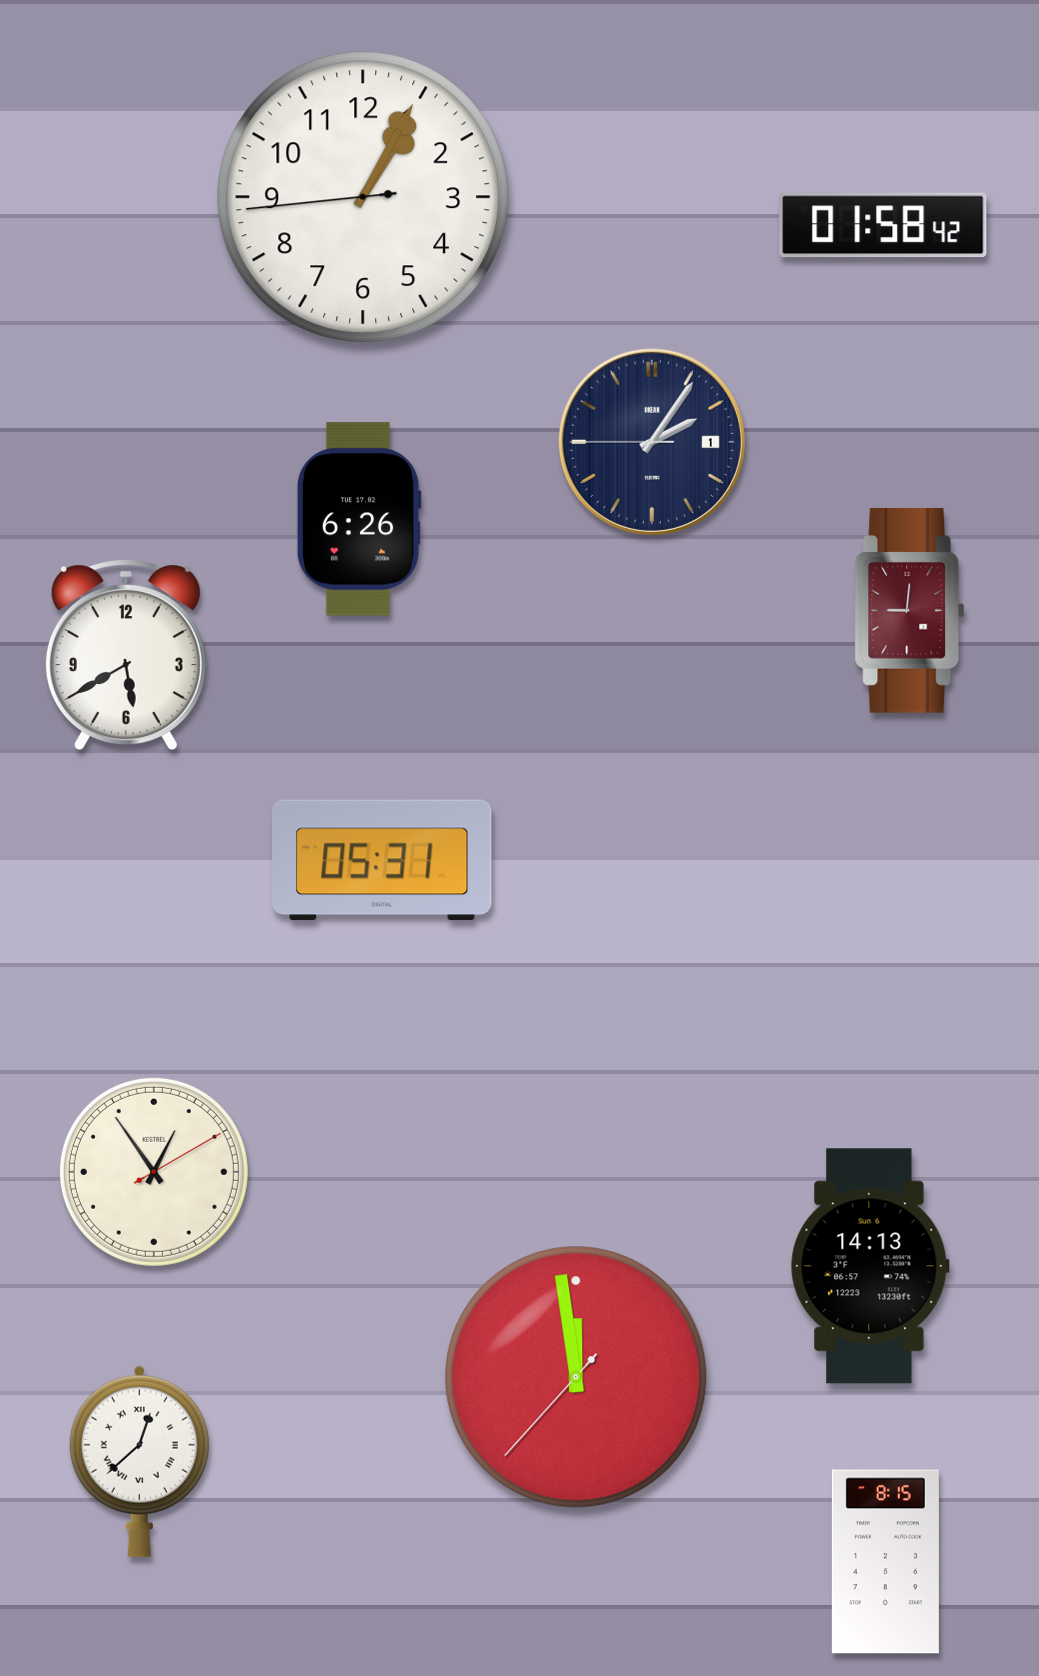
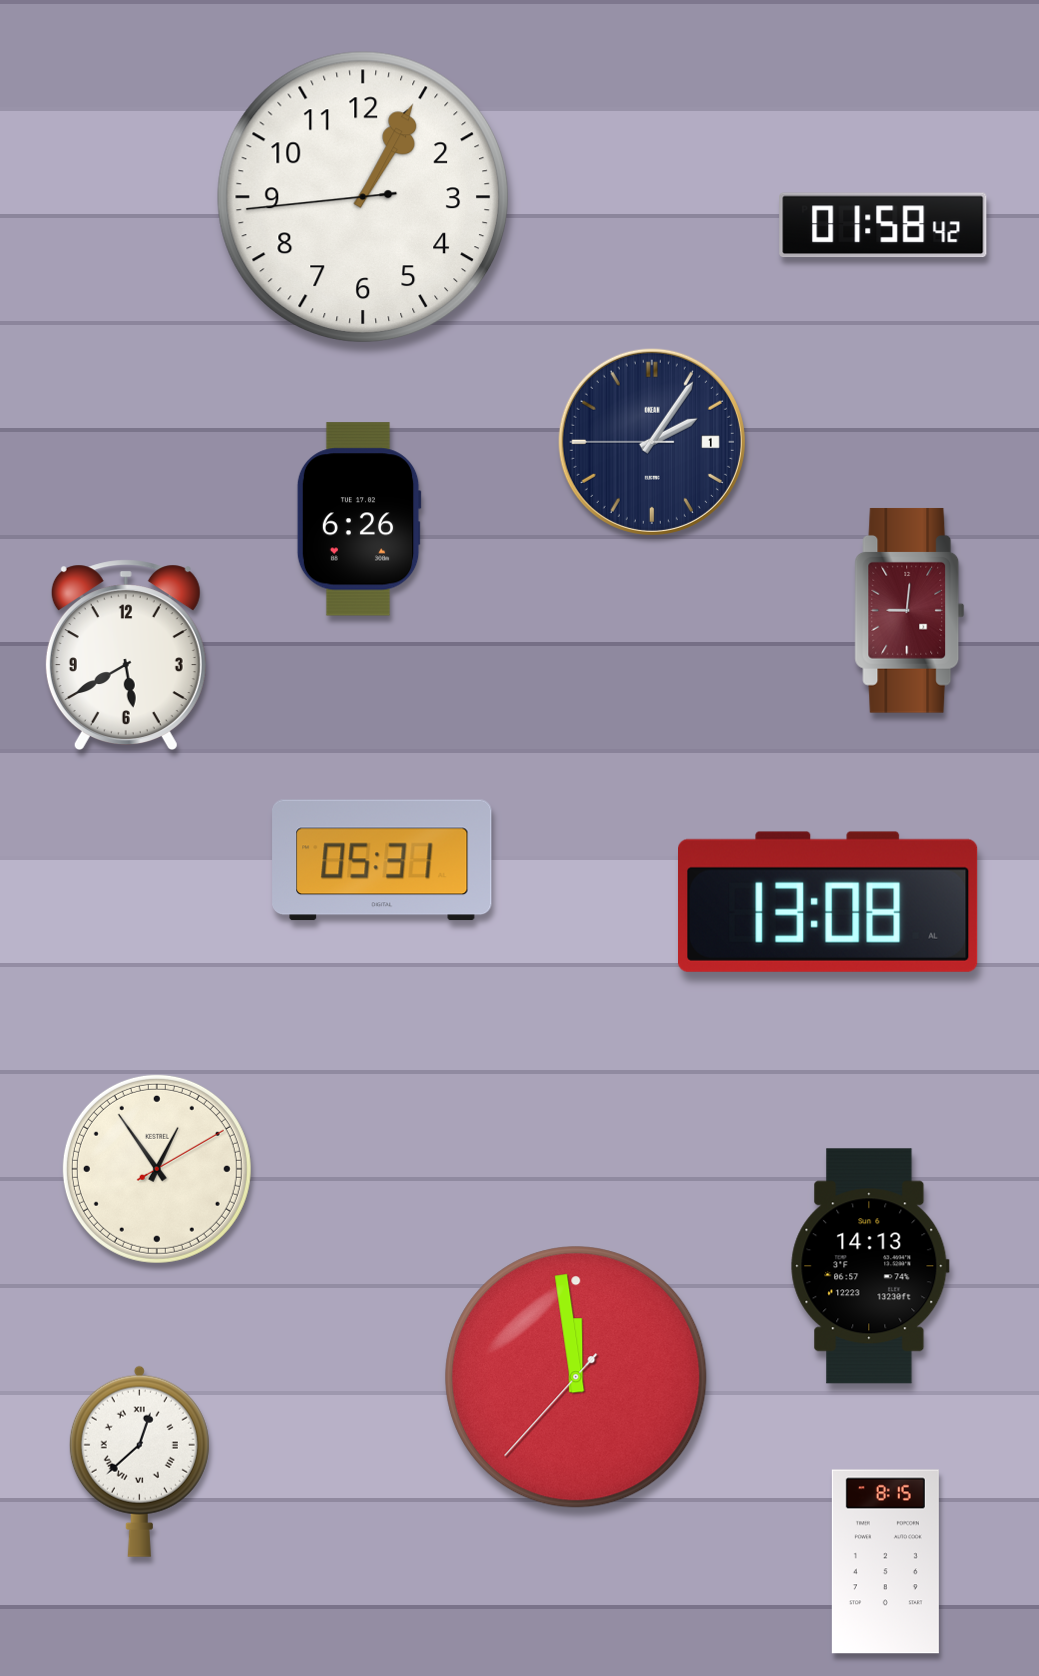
clock at (829, 902): none -> 13:08
clock at (154, 1172) position: (154, 1172) -> (157, 1169)
